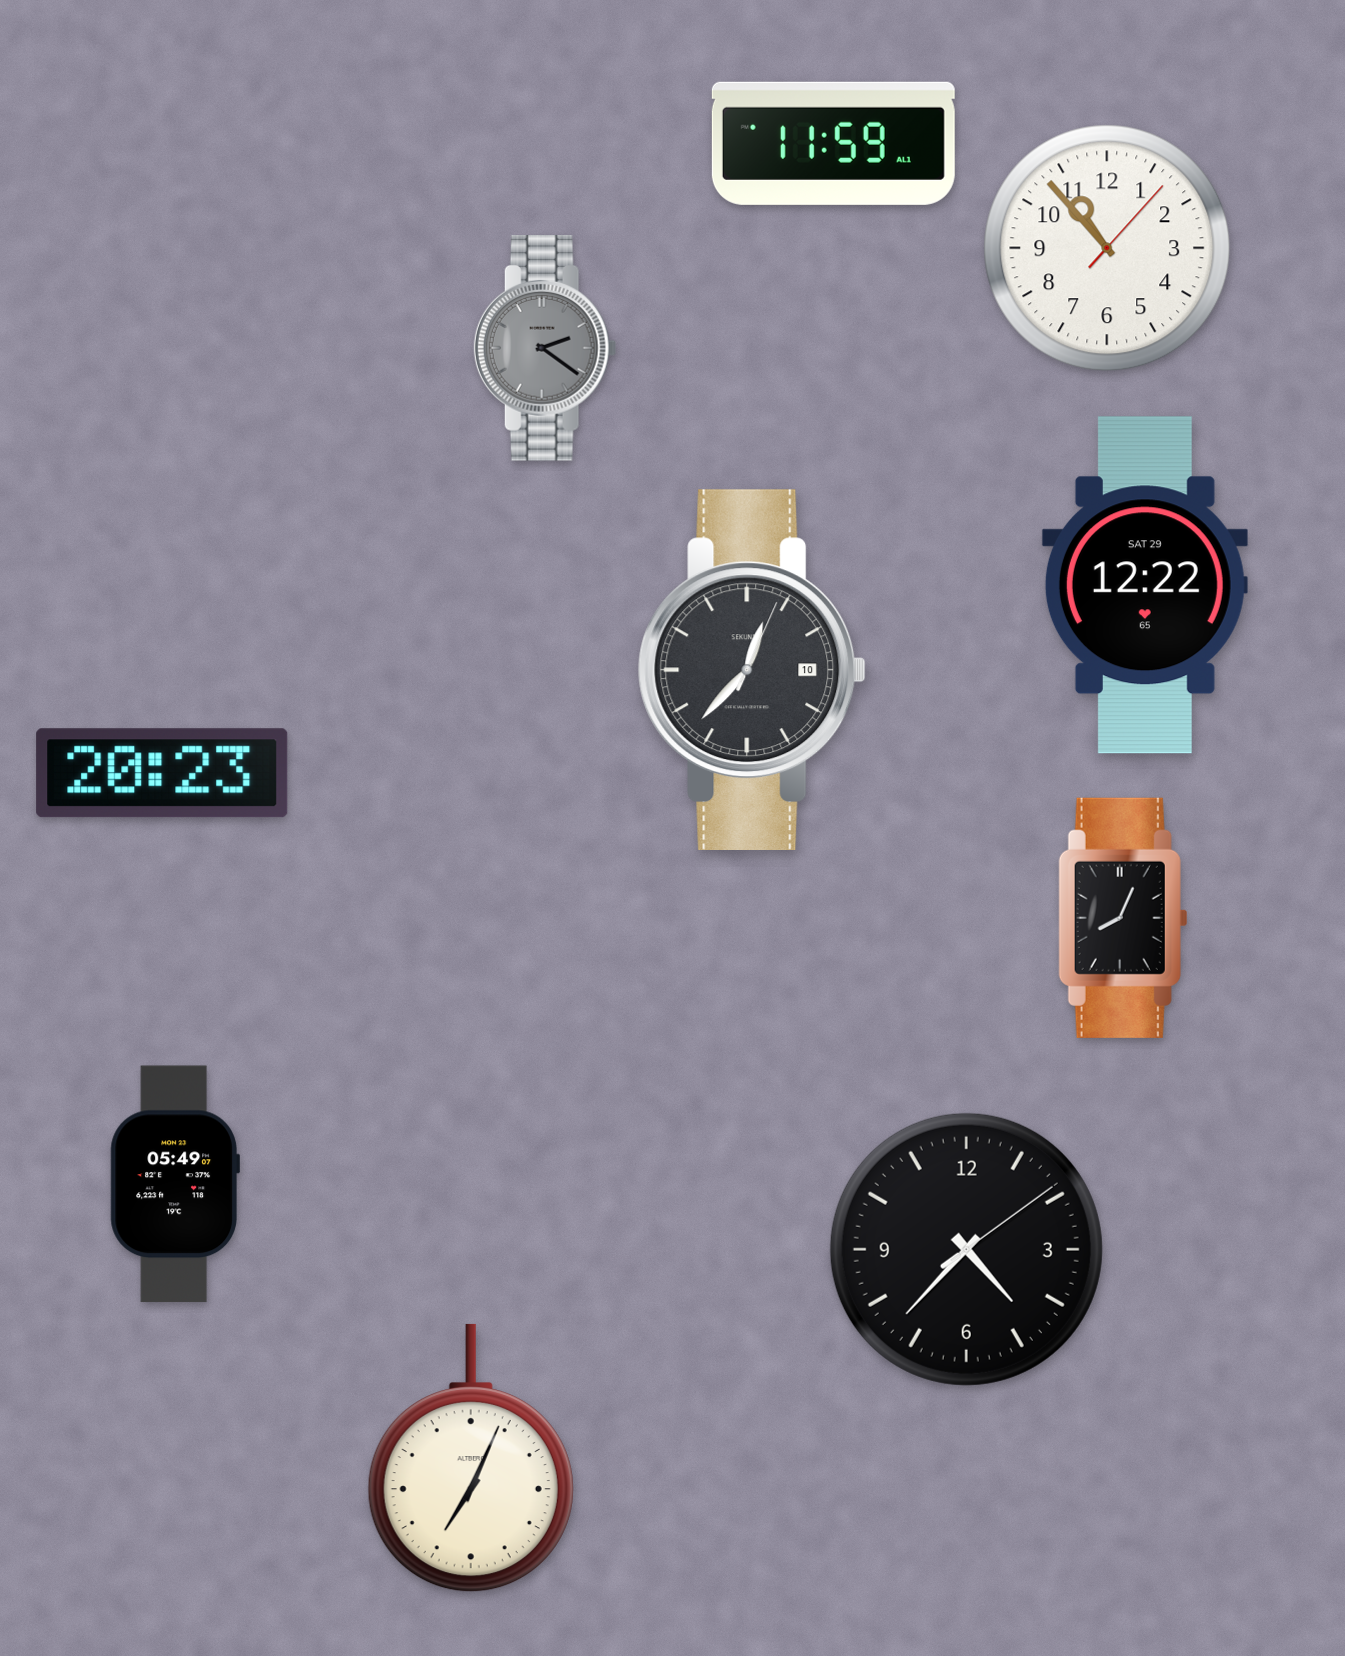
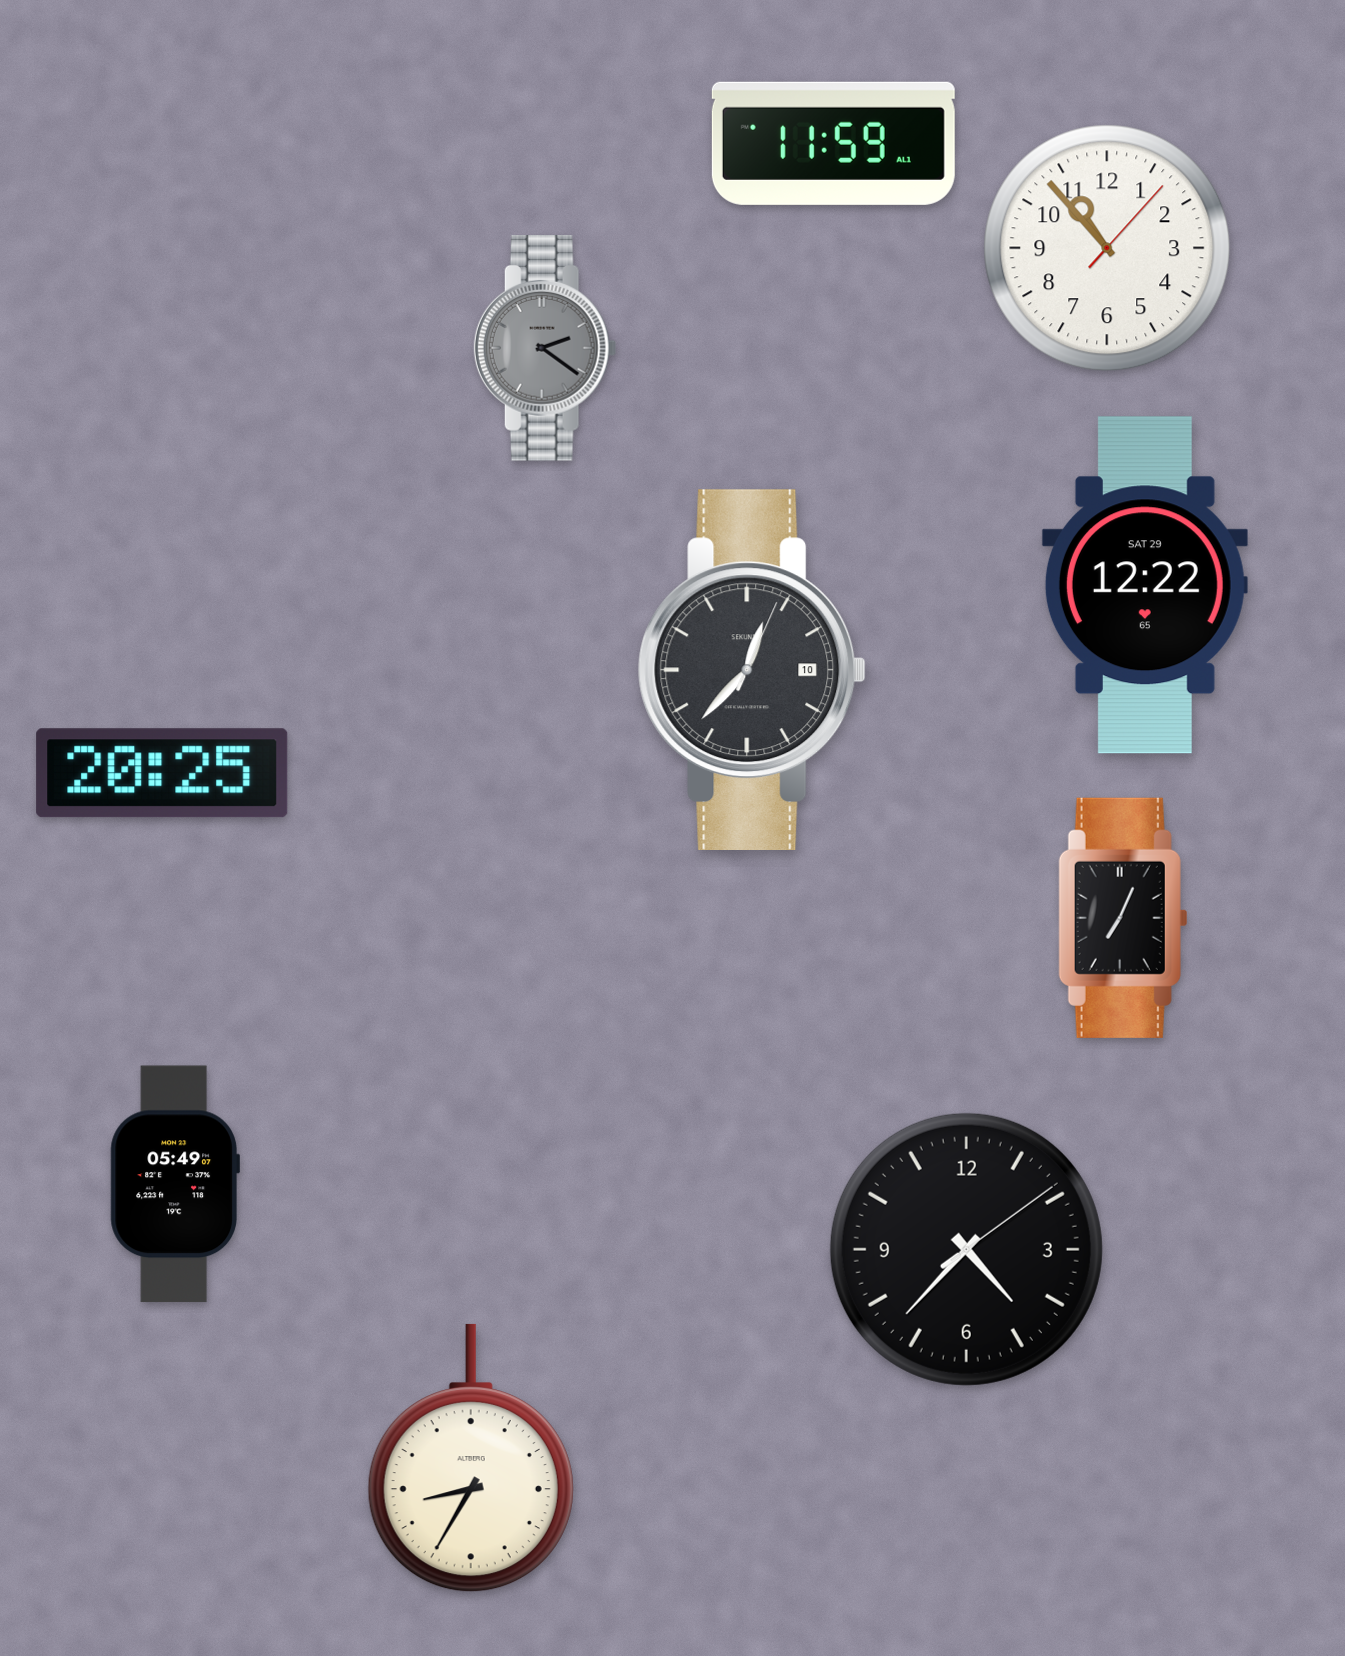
clock at (162, 773): 20:23 -> 20:25
clock at (1123, 918): 8:04 -> 7:04
clock at (471, 1458): 7:04 -> 8:35
